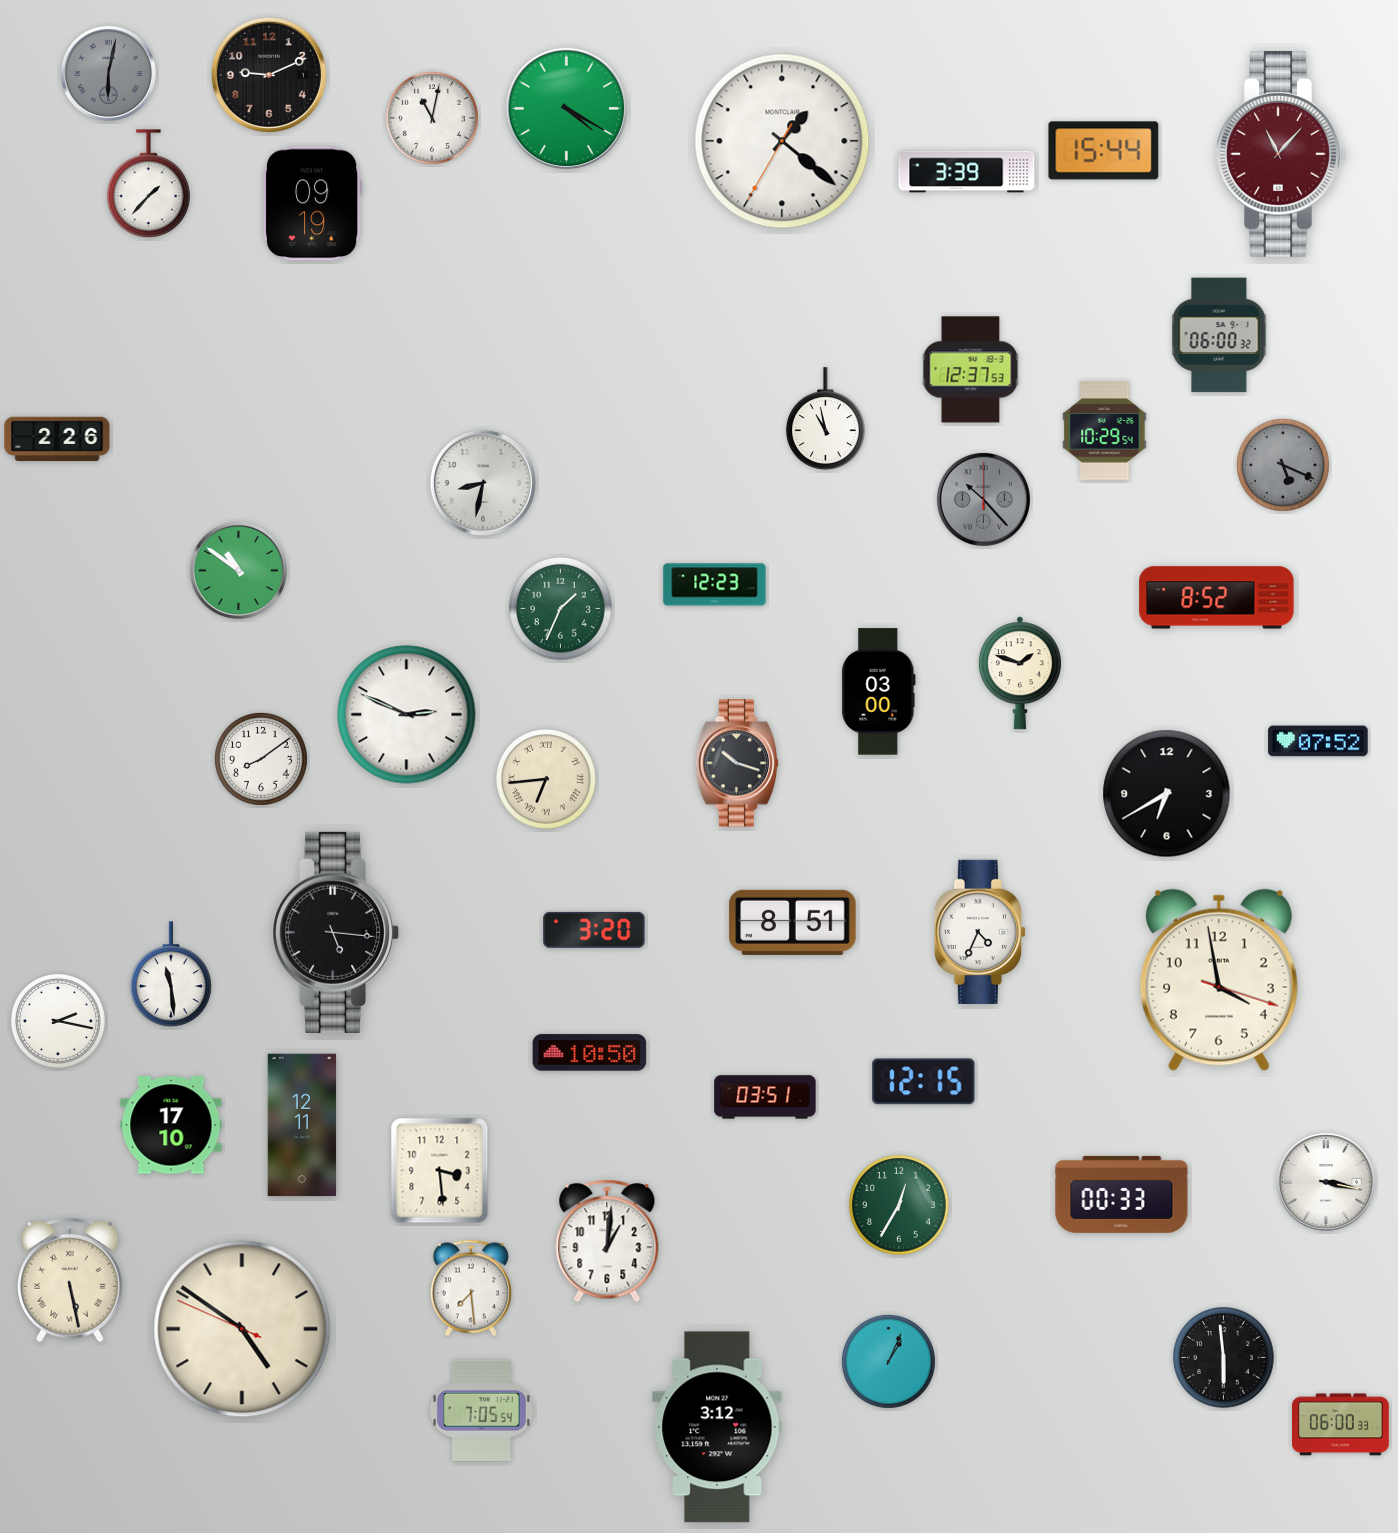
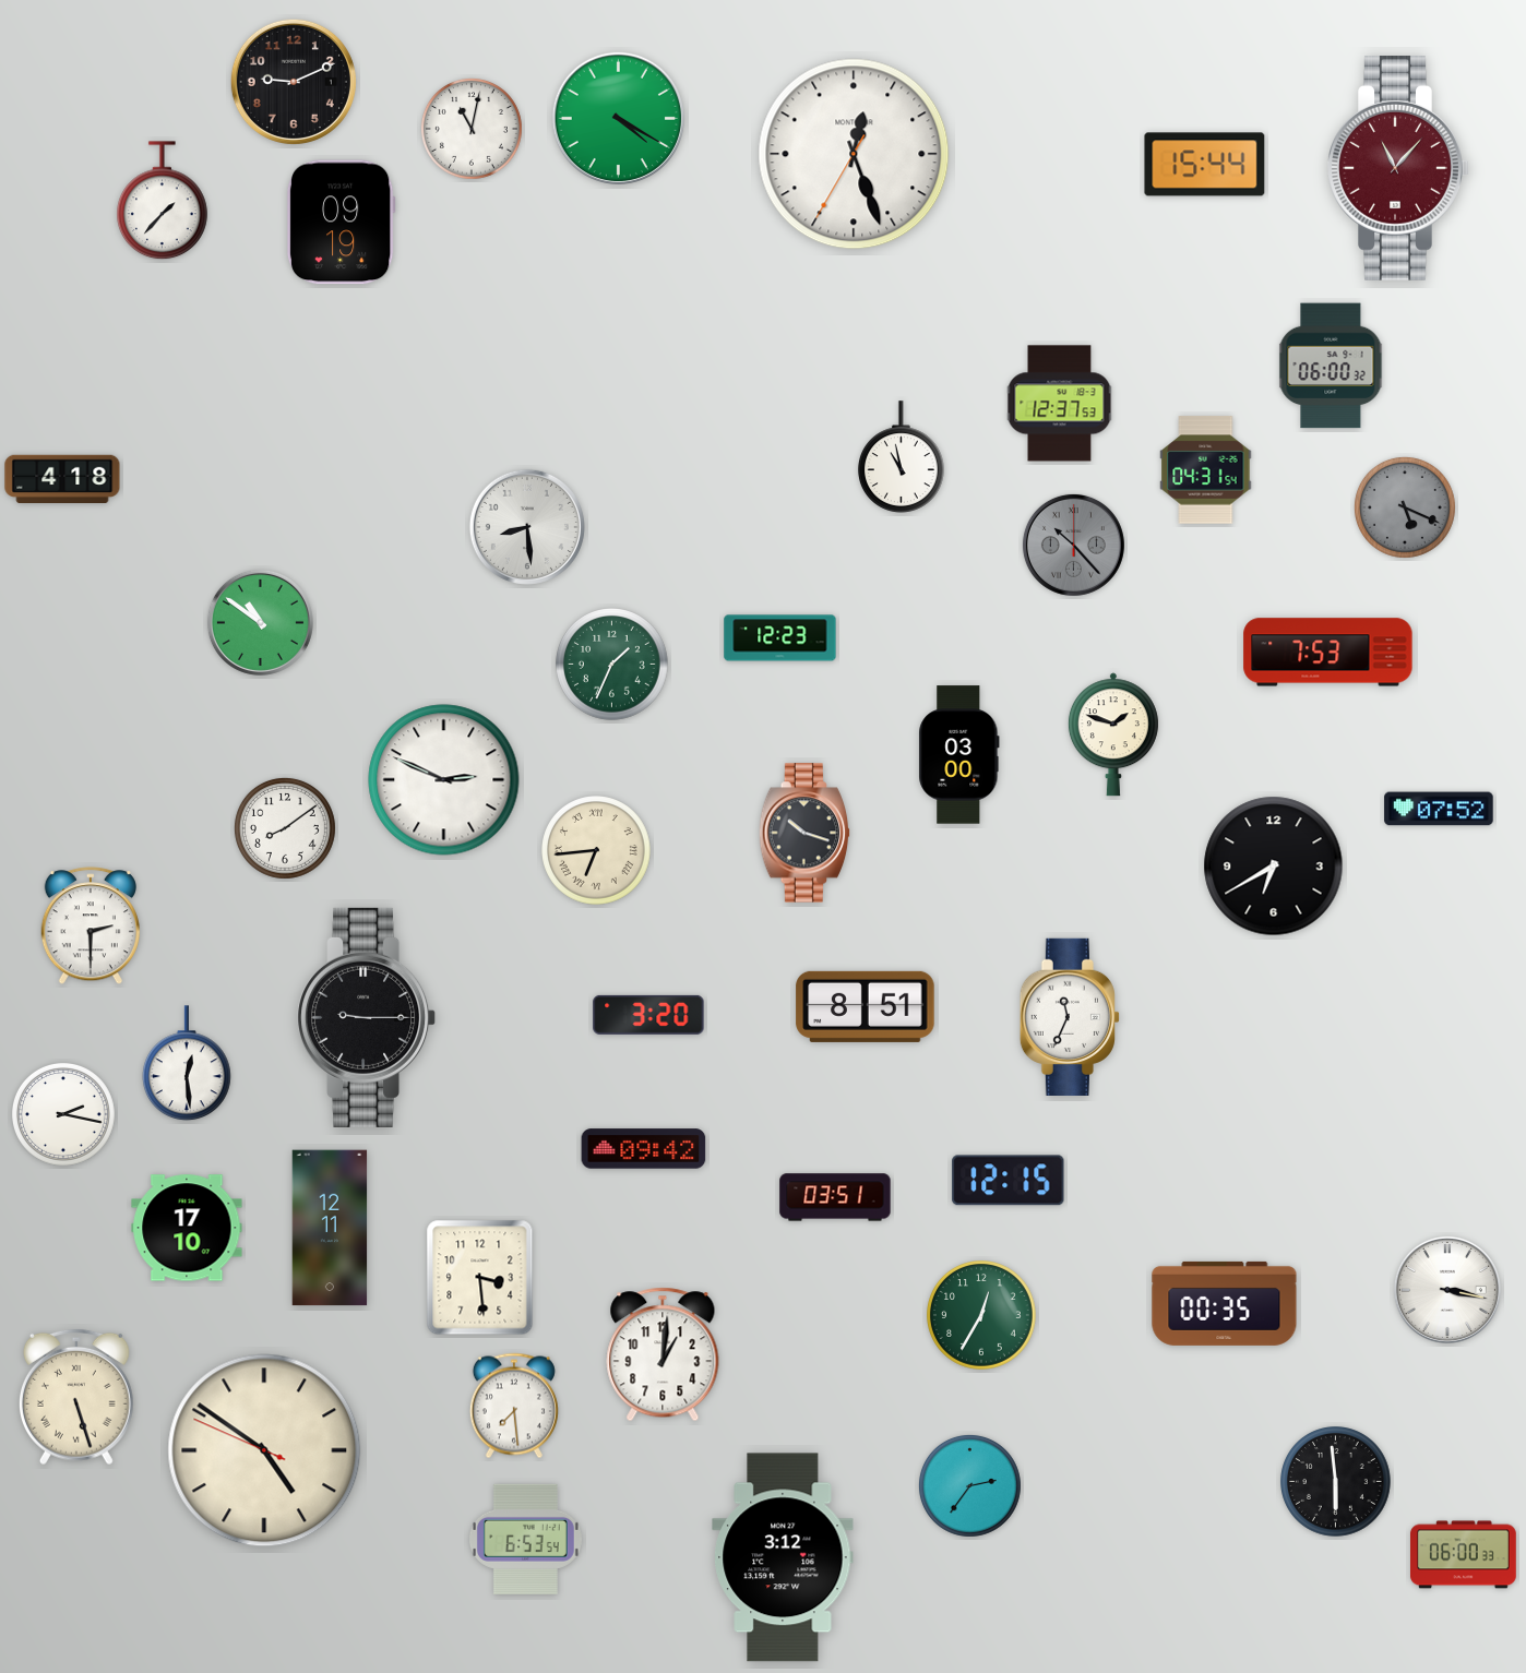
clock at (108, 73): 6:02 -> none
clock at (782, 141): 1:21 -> 12:26
clock at (967, 172): 3:39 -> none
clock at (1105, 431): 10:29 -> 04:31
clock at (57, 439): 2:26 -> 4:18
clock at (1283, 465) position: (1283, 465) -> (1405, 507)
clock at (483, 483): 8:32 -> 8:29
clock at (1217, 598): 8:52 -> 7:53
clock at (91, 927): none -> 2:30
clock at (336, 932): 5:16 -> 9:15
clock at (980, 932): 4:34 -> 11:34
clock at (172, 975): 11:29 -> 12:29
clock at (1219, 980): 3:58 -> none
clock at (590, 1053): 10:50 -> 09:42
clock at (1122, 1194): 00:33 -> 00:35
clock at (70, 1280): 5:28 -> 5:27
clock at (888, 1361): 1:04 -> 2:36
clock at (481, 1410): 7:05 -> 6:53
